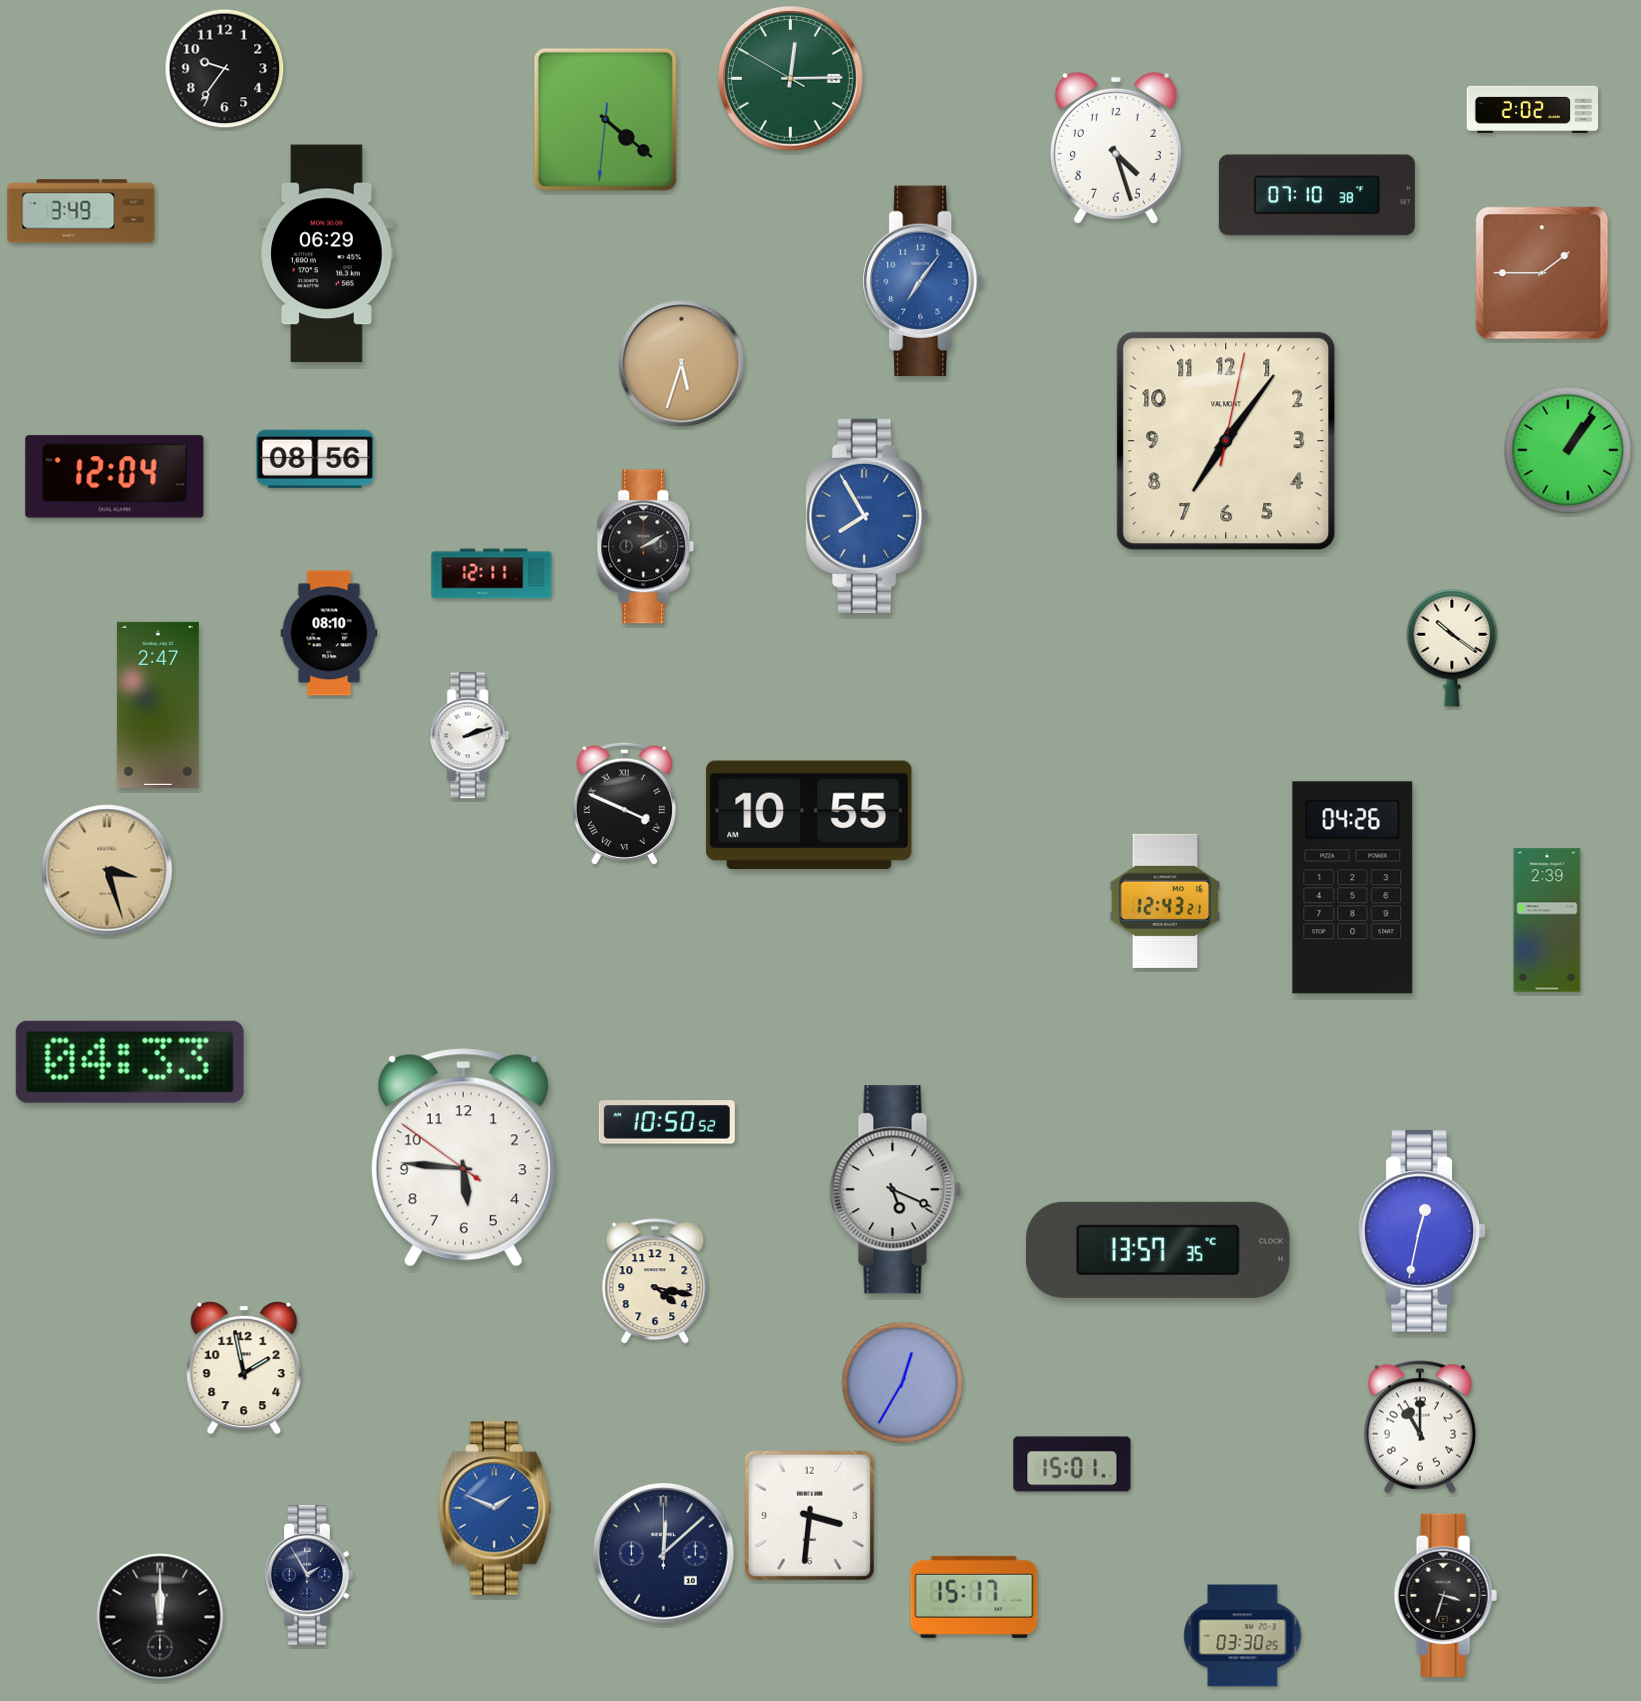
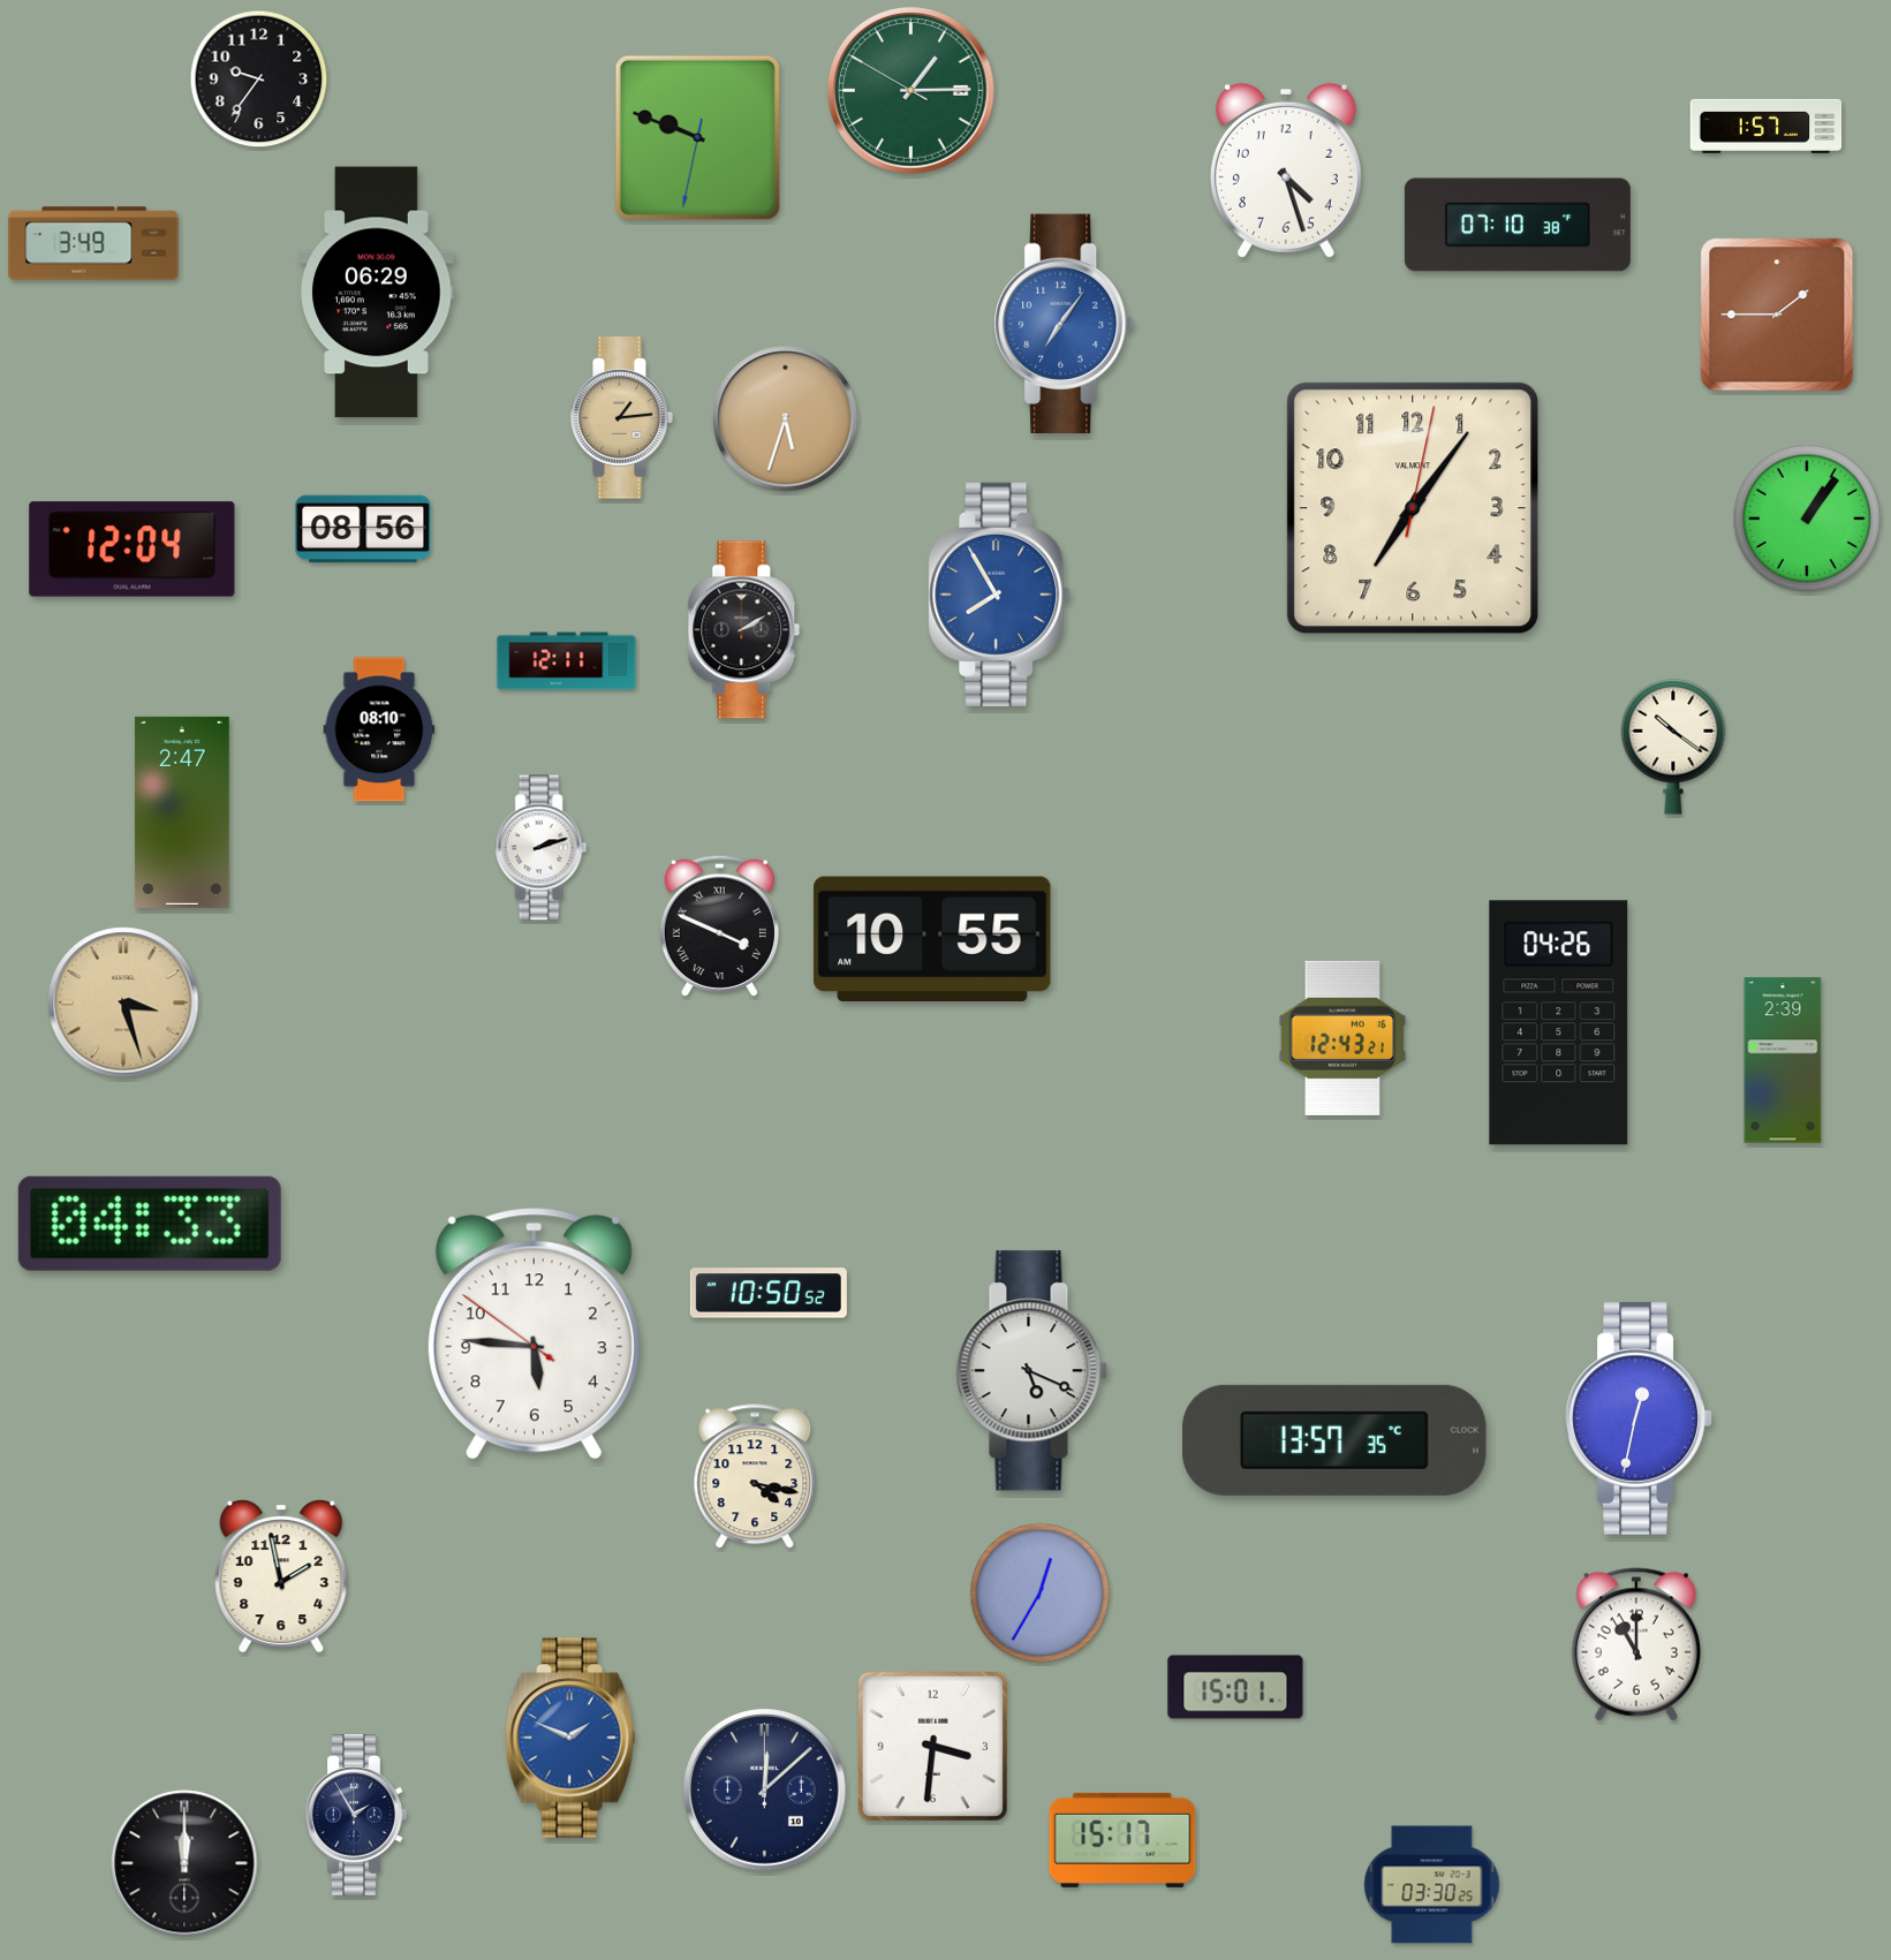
clock at (791, 79): 12:14 -> 1:14
clock at (1533, 109): 2:02 -> 1:57
clock at (605, 119): 4:21 -> 9:48
clock at (622, 418): none -> 1:14
clock at (1445, 1595): 3:33 -> none
